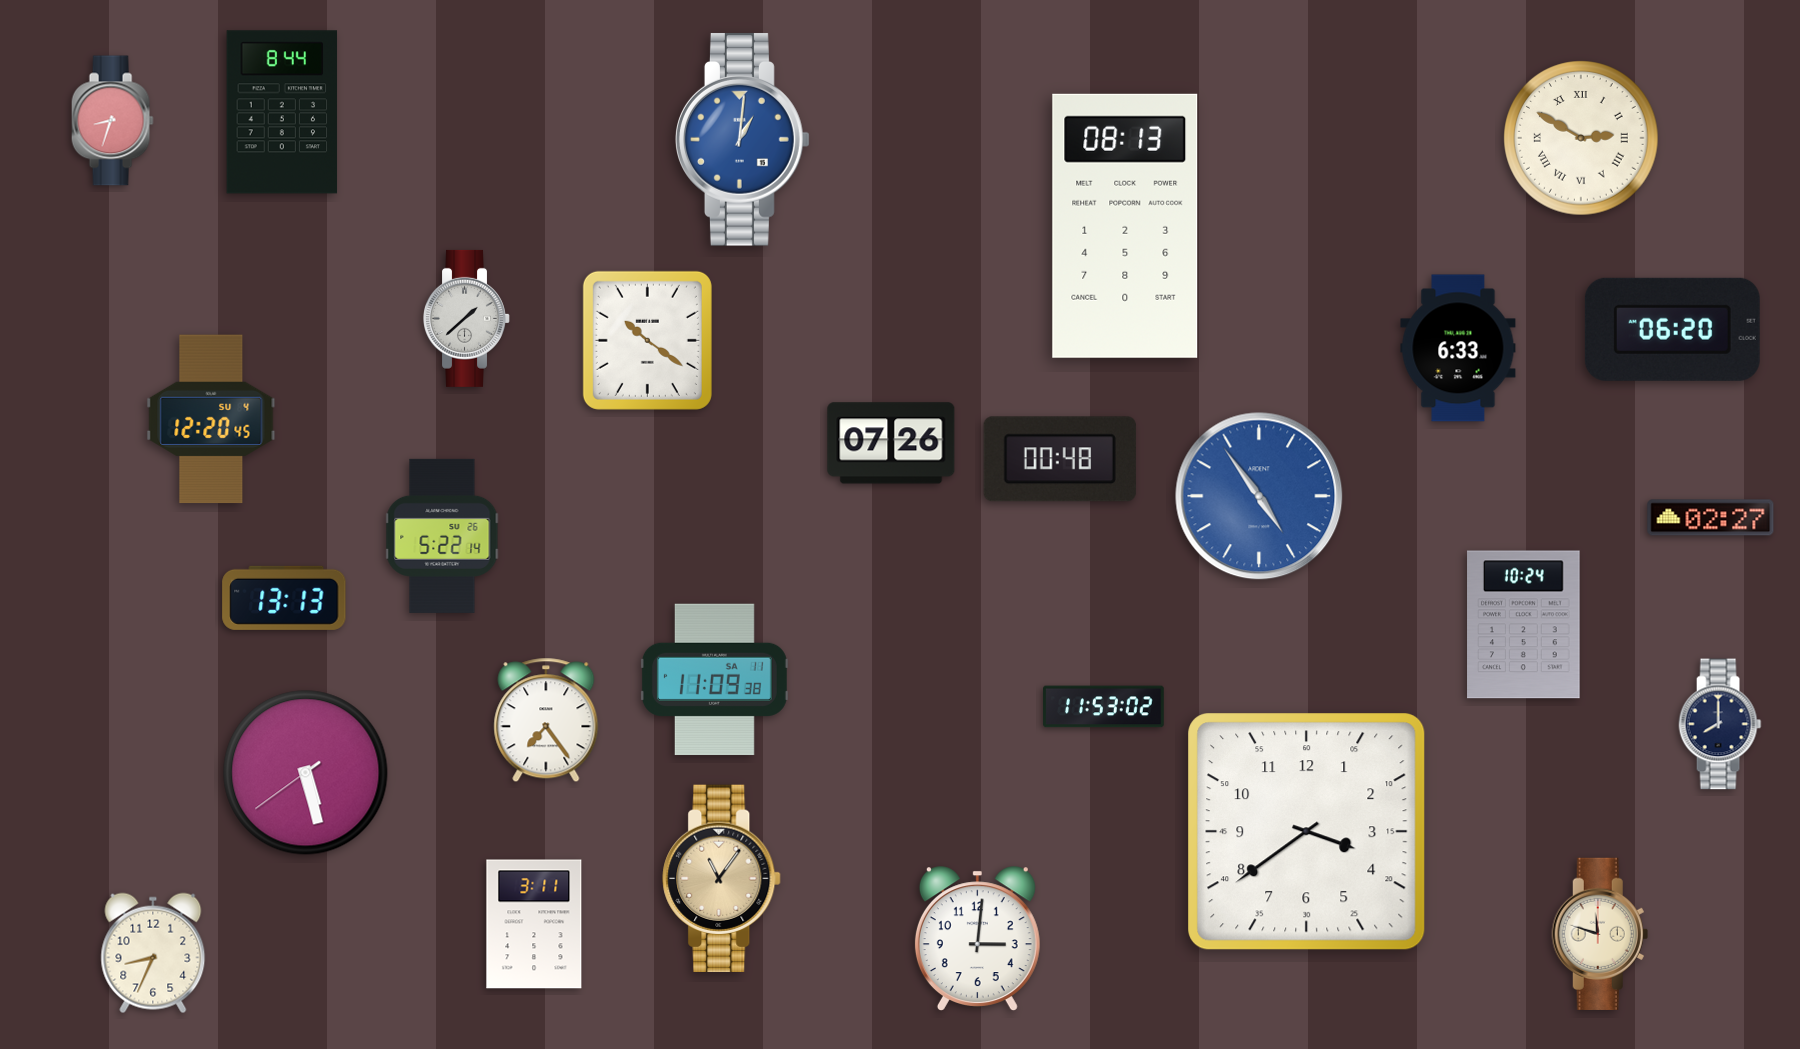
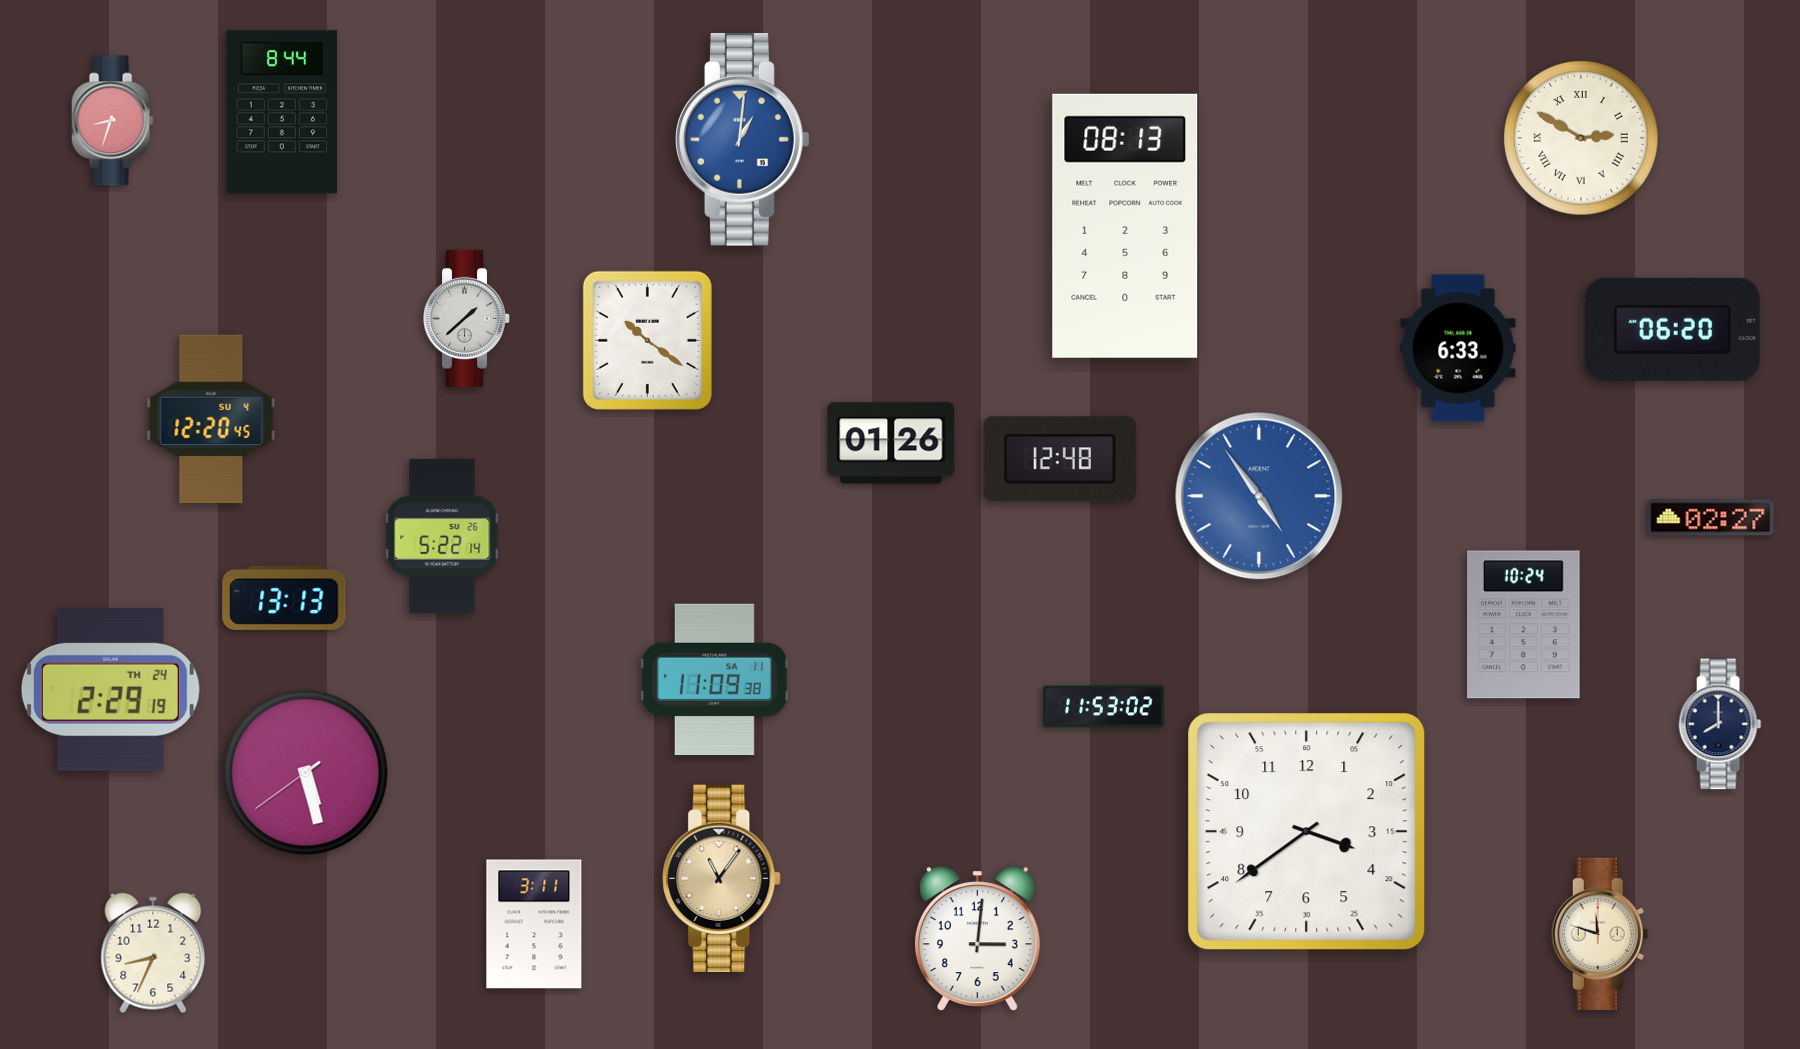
clock at (891, 443): 07:26 -> 01:26
clock at (1060, 459): 00:48 -> 12:48
clock at (110, 689): none -> 2:29
clock at (546, 720): 7:24 -> none
